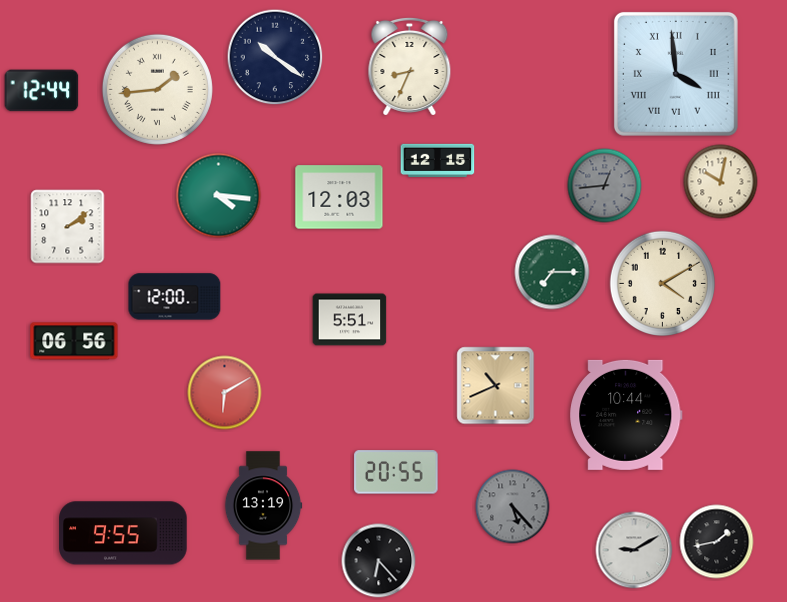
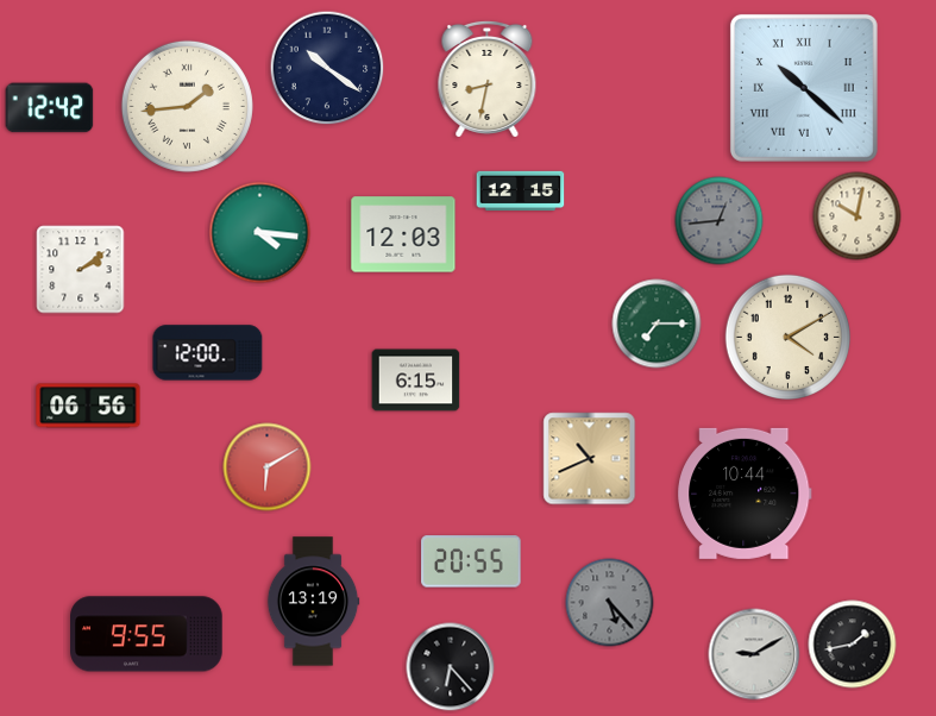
clock at (410, 66): 8:34 -> 8:32
clock at (676, 74): 3:59 -> 10:22
clock at (42, 91): 12:44 -> 12:42
clock at (350, 320): 5:51 -> 6:15
